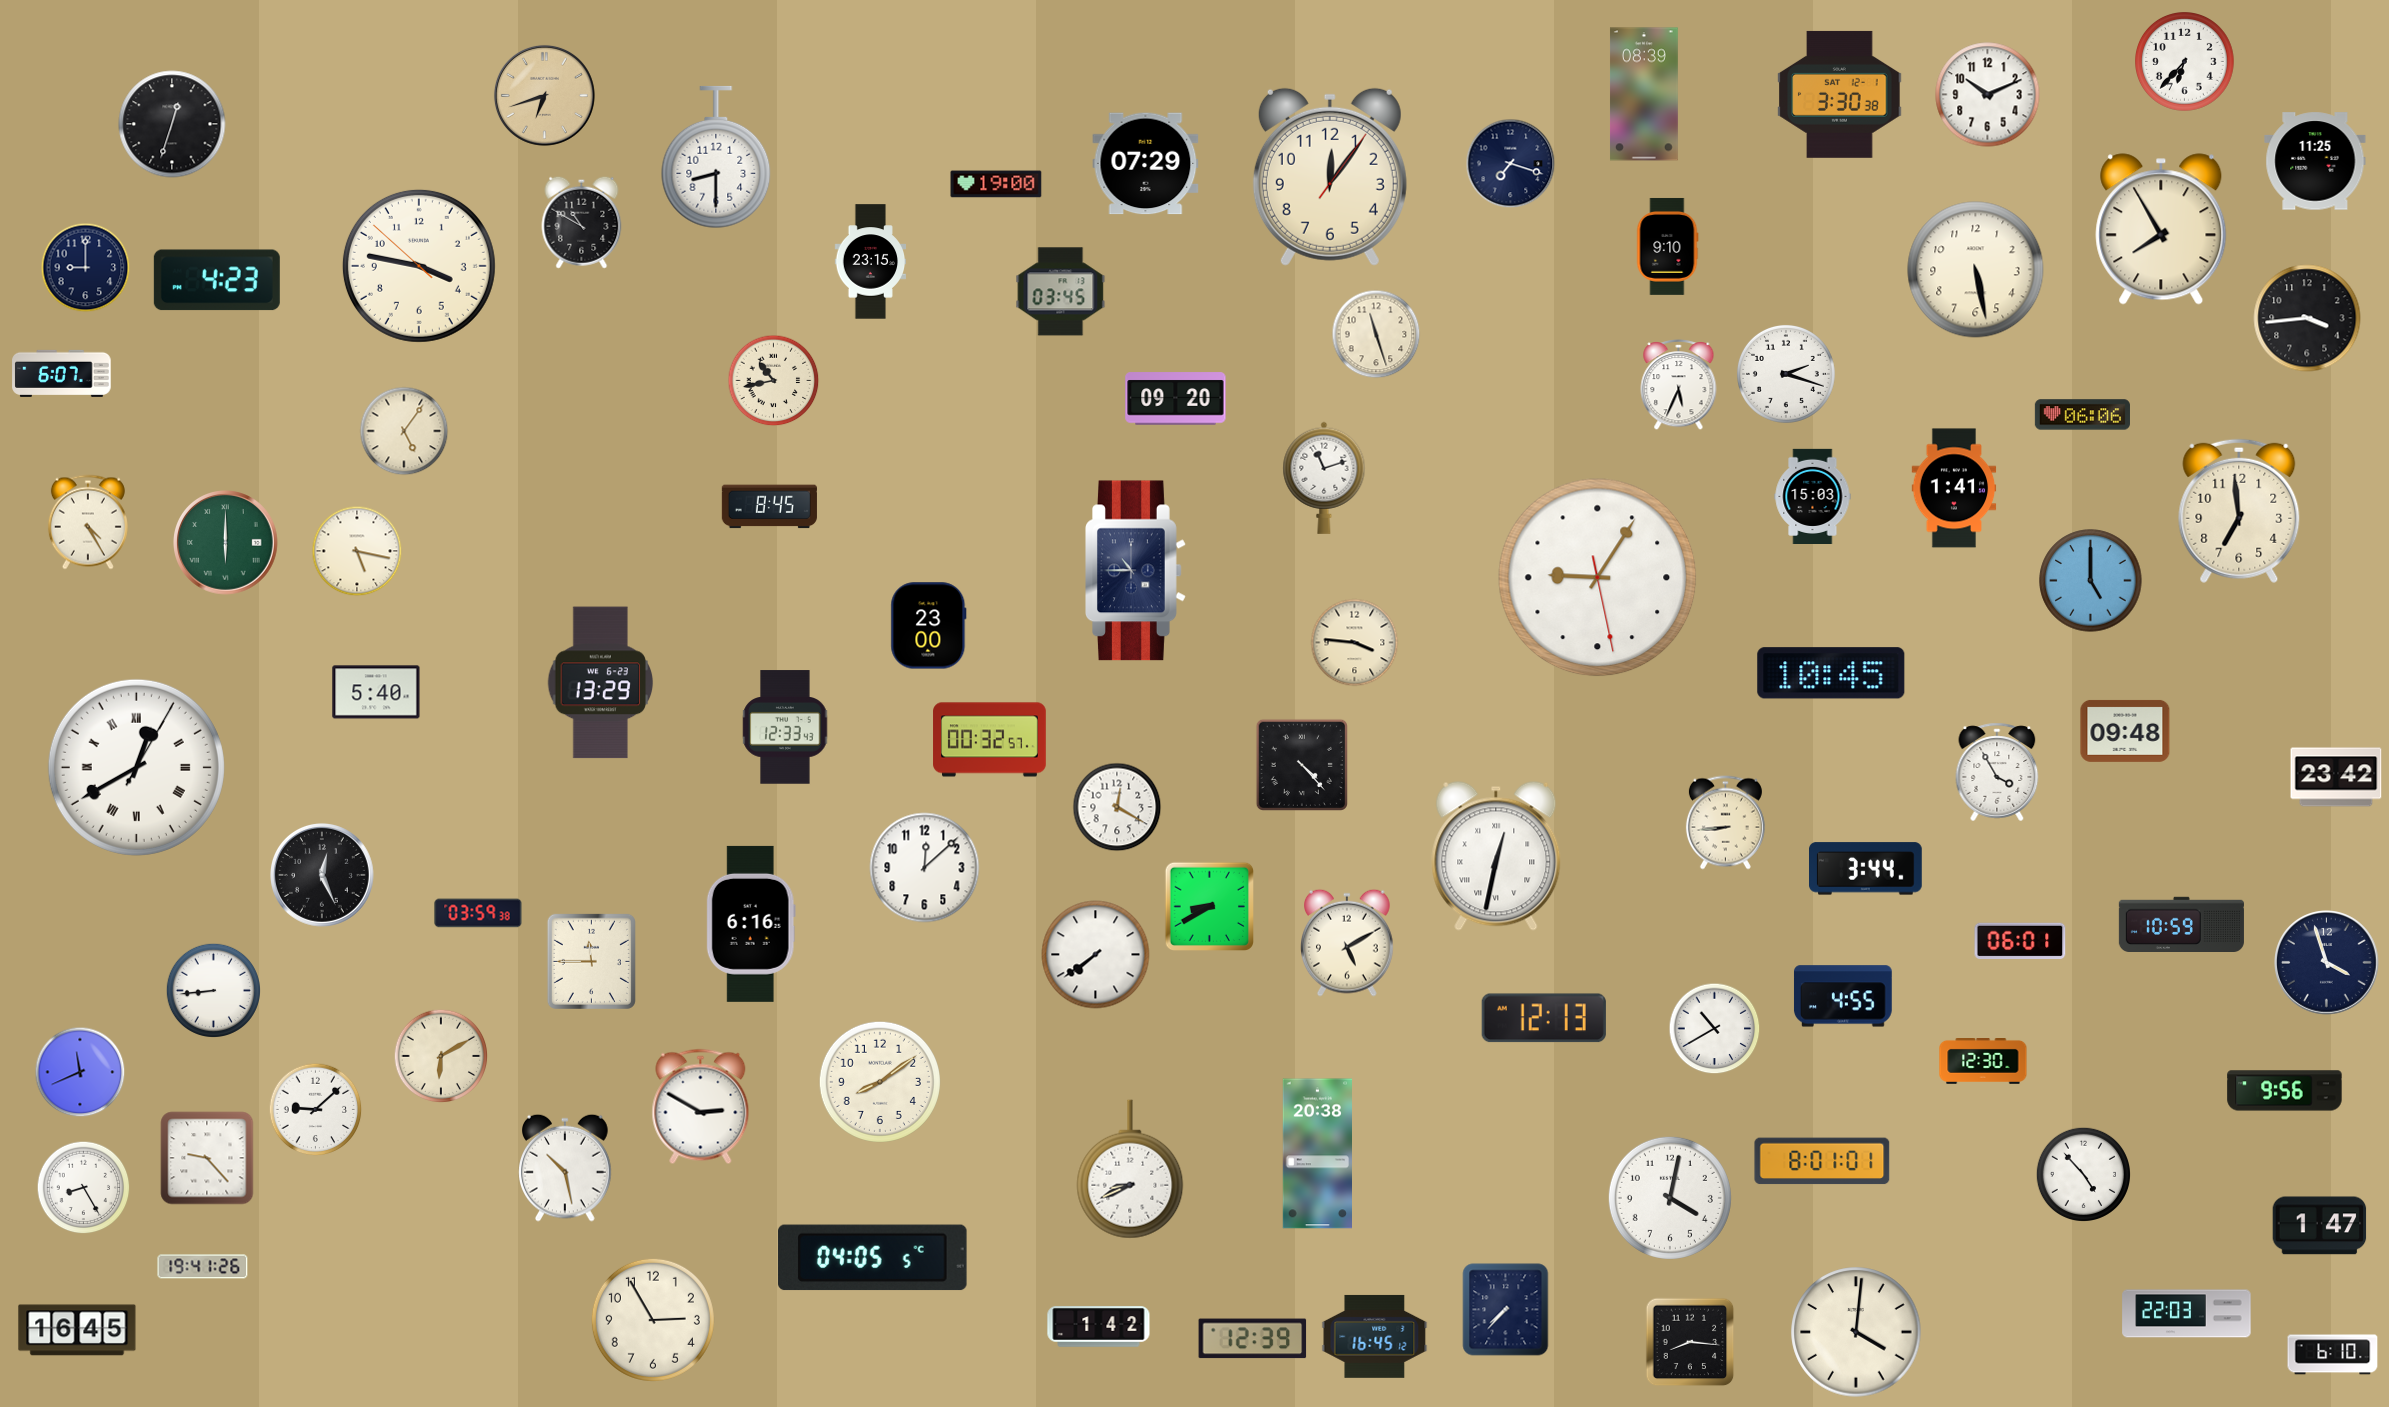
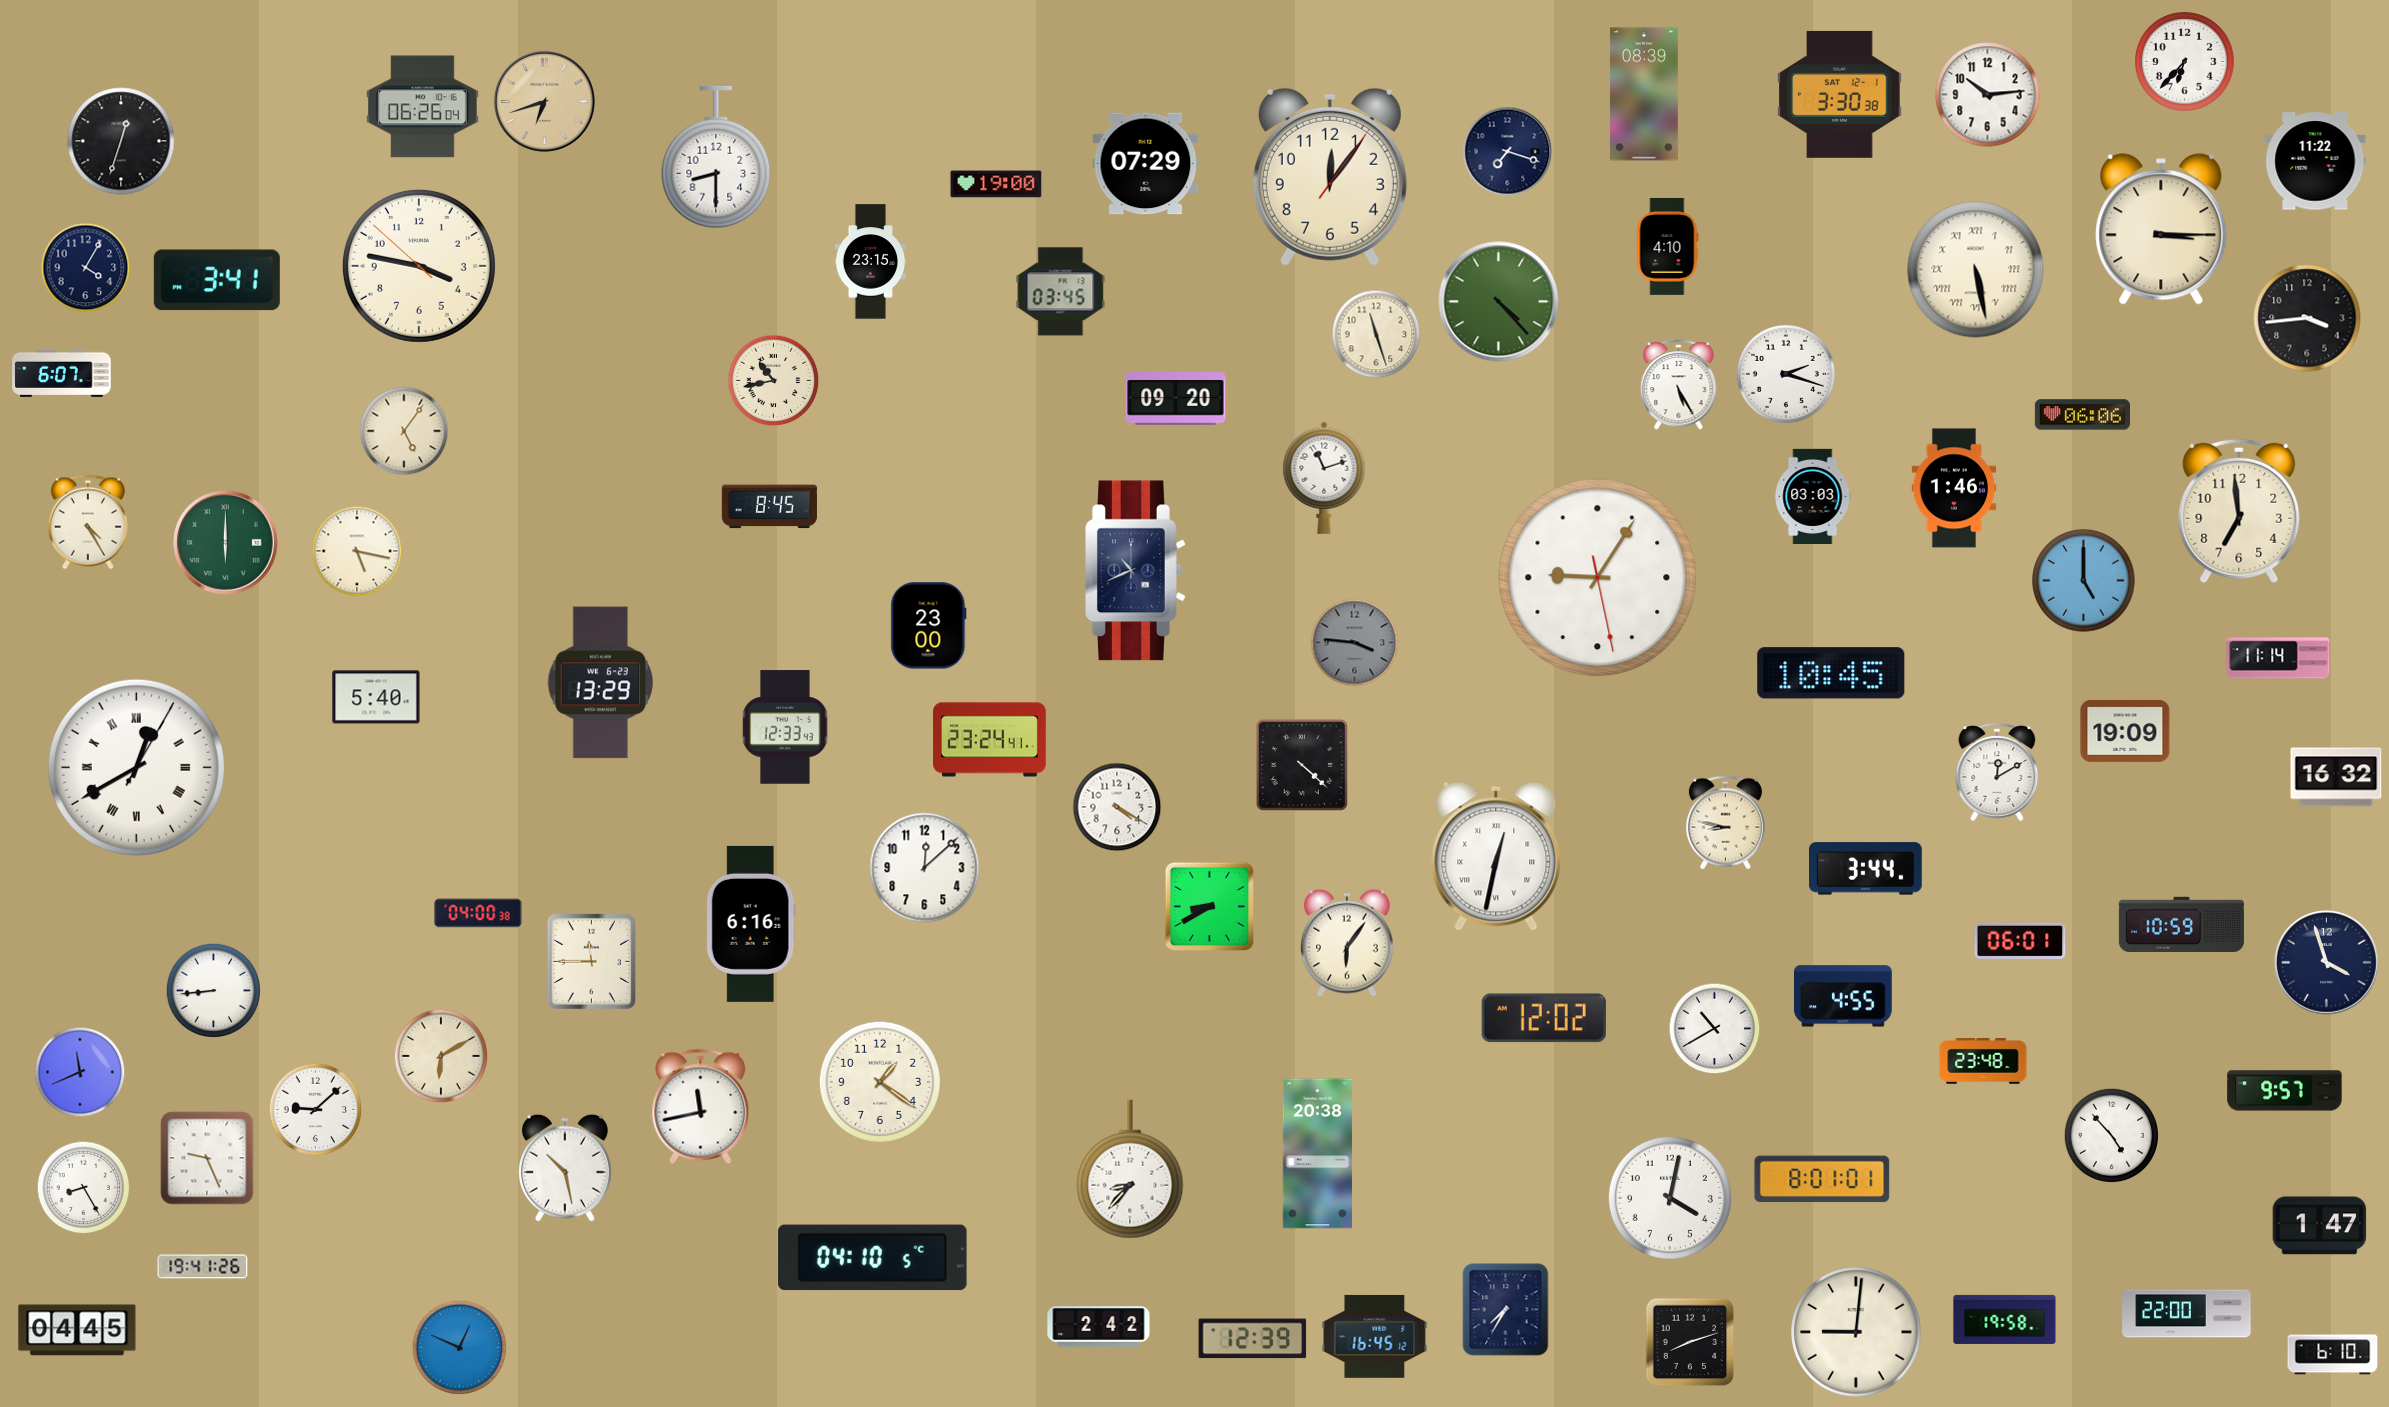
clock at (544, 95) position: (544, 95) -> (544, 101)
clock at (1988, 95): 10:11 -> 10:14
clock at (423, 107): none -> 06:26
clock at (172, 124) position: (172, 124) -> (121, 141)
clock at (2315, 161): 11:25 -> 11:22
clock at (1511, 164) position: (1511, 164) -> (1508, 152)
clock at (582, 222): 10:50 -> none
clock at (2161, 229): 7:55 -> 3:15
clock at (1667, 246): 9:10 -> 4:10
clock at (86, 268): 9:00 -> 4:05
clock at (1976, 270) numerals: Arabic -> Roman
clock at (217, 280): 4:23 -> 3:41
clock at (1499, 302): none -> 4:23
clock at (1679, 384): 5:34 -> 5:25
clock at (1954, 488): 1:41 -> 1:46
clock at (1813, 496): 15:03 -> 03:03
clock at (1136, 571): 10:45 -> 10:41
clock at (2091, 581) position: (2091, 581) -> (2084, 581)
clock at (1355, 643) dial: cream -> grey
clock at (2278, 658): none -> 11:14
clock at (376, 692) position: (376, 692) -> (376, 697)
clock at (2125, 731): 09:48 -> 19:09
clock at (990, 740): 00:32 -> 23:24
clock at (1302, 765): 4:23 -> 4:22
clock at (1997, 772): 3:55 -> 12:10
clock at (2336, 777): 23:42 -> 16:32
clock at (1117, 807): 12:20 -> 4:20
clock at (1725, 823): 8:44 -> 8:47
clock at (323, 876): 12:26 -> none
clock at (478, 913): 03:59 -> 04:00
clock at (1348, 943): 5:10 -> 6:06
clock at (1096, 955): 7:39 -> none
clock at (1544, 1018): 12:13 -> 12:02
clock at (1983, 1062): 12:30 -> 23:48
clock at (880, 1082): 8:09 -> 1:21
clock at (2285, 1091): 9:56 -> 9:57
clock at (701, 1107): 2:50 -> 11:43
clock at (207, 1158): 9:23 -> 9:26
clock at (1822, 1161) position: (1822, 1161) -> (1822, 1179)
clock at (1130, 1169): 8:41 -> 8:37
clock at (2083, 1174) position: (2083, 1174) -> (2111, 1135)
clock at (873, 1258): 04:05 -> 04:10
clock at (1506, 1310): 7:37 -> 7:35
clock at (2187, 1314): 22:03 -> 22:00
clock at (2005, 1319): none -> 19:58
clock at (653, 1320): 2:55 -> none
clock at (1099, 1327): 1:42 -> 2:42
clock at (77, 1330): 16:45 -> 04:45
clock at (1856, 1332): 4:01 -> 9:01
clock at (1690, 1342): 8:16 -> 8:12
clock at (459, 1347): none -> 12:49
